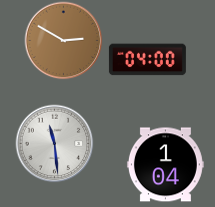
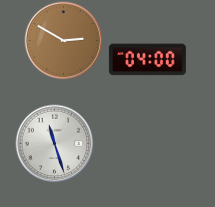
clock at (54, 143): 11:29 -> 11:27
clock at (165, 165): 1:04 -> none
